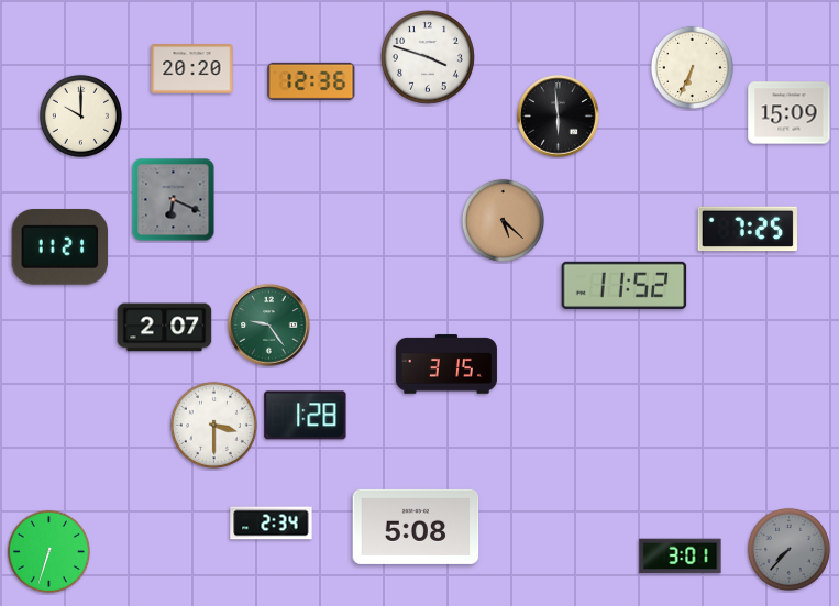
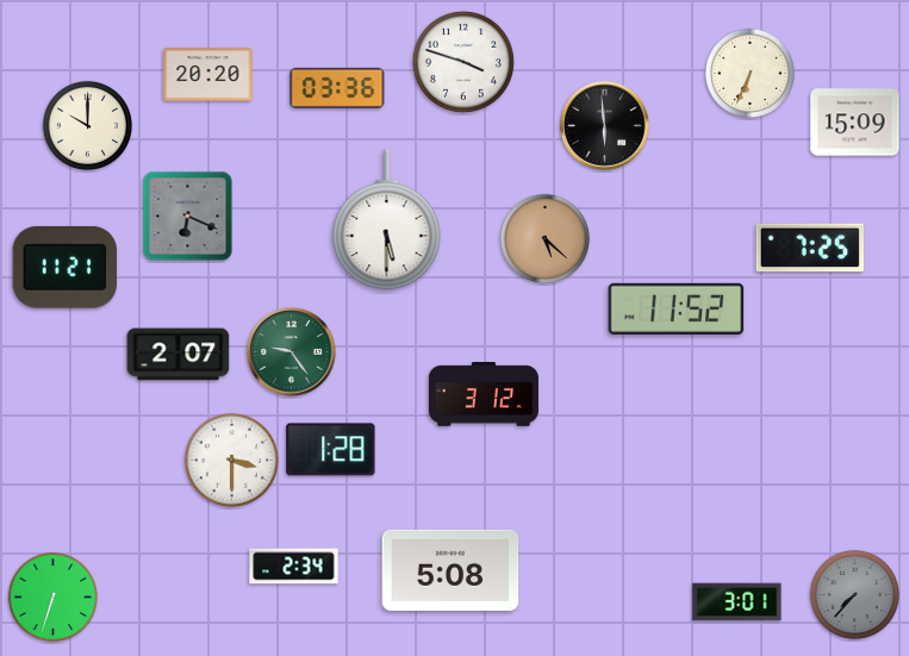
clock at (311, 81): 12:36 -> 03:36
clock at (387, 220): none -> 5:30
clock at (446, 364): 3:15 -> 3:12
